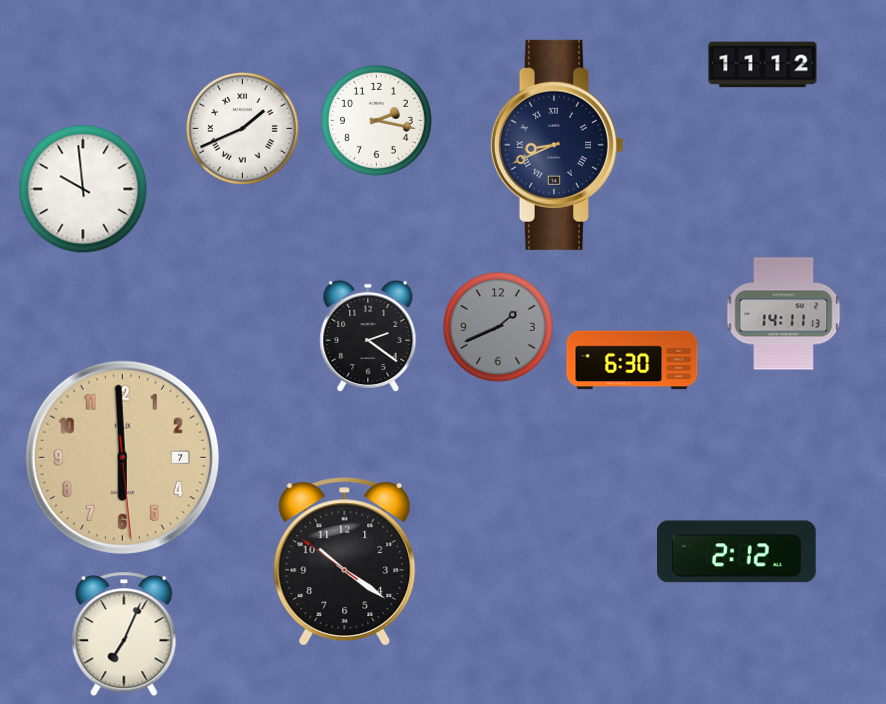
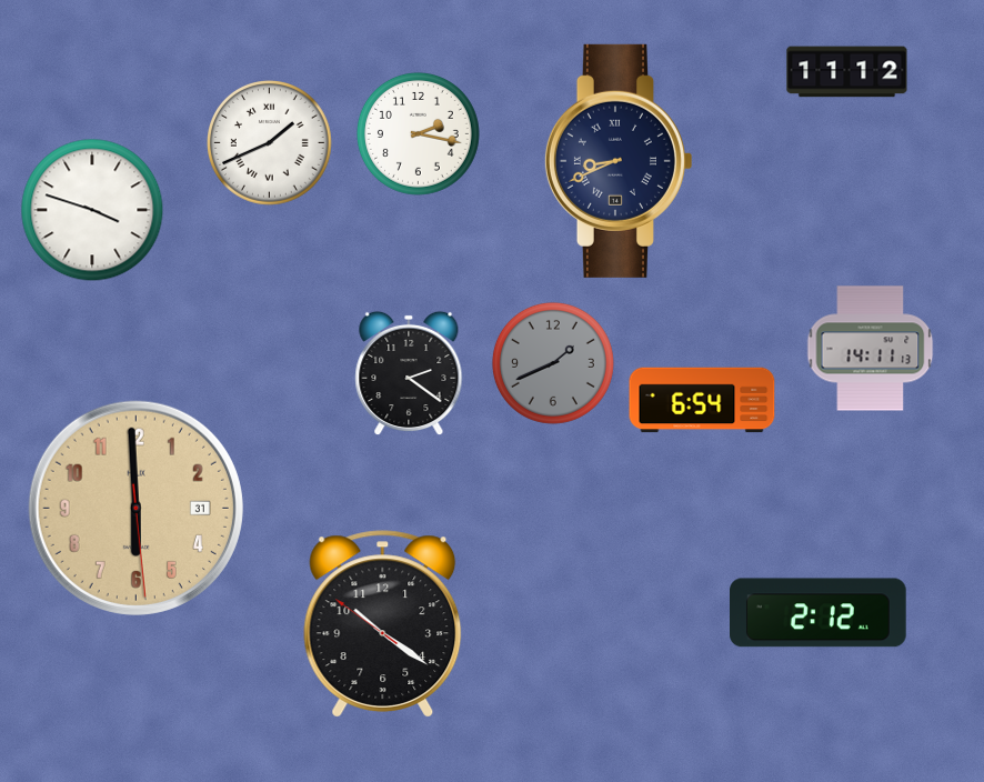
clock at (83, 189): 9:59 -> 3:48
clock at (632, 360): 6:30 -> 6:54
clock at (122, 457) date: 7 -> 31
clock at (124, 634): 7:04 -> none
